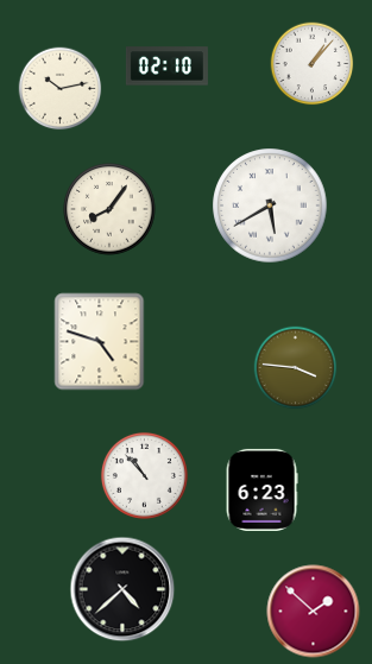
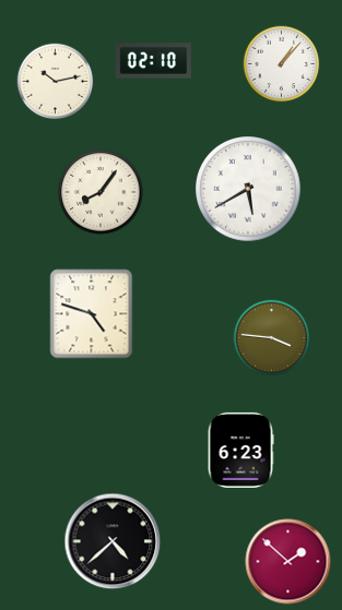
clock at (313, 64) position: (313, 64) -> (282, 64)
clock at (144, 475): 10:53 -> none
